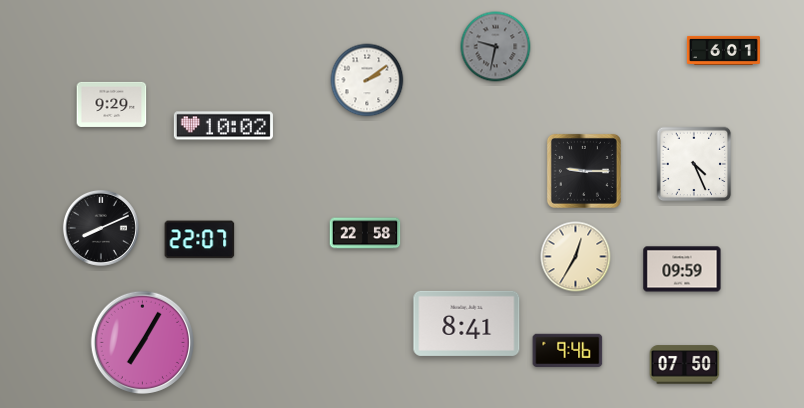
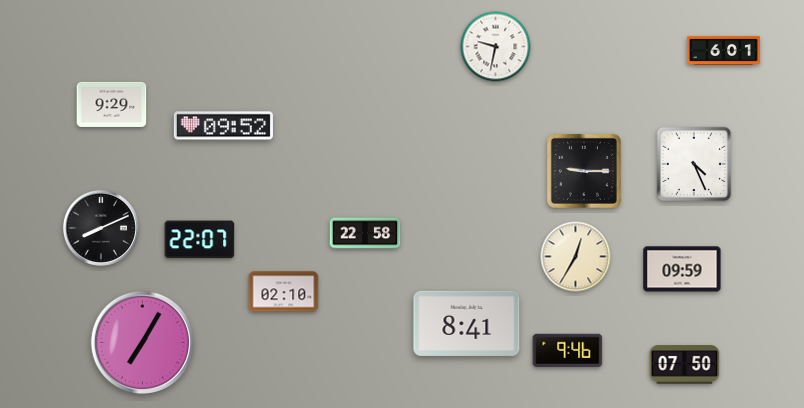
clock at (496, 47) dial: grey -> white
clock at (367, 80): 2:09 -> none
clock at (223, 126): 10:02 -> 09:52
clock at (284, 292): none -> 02:10
